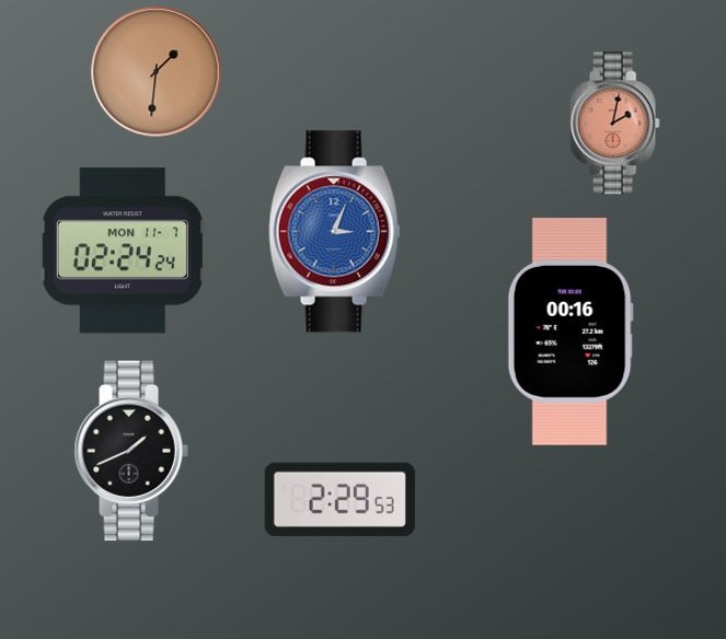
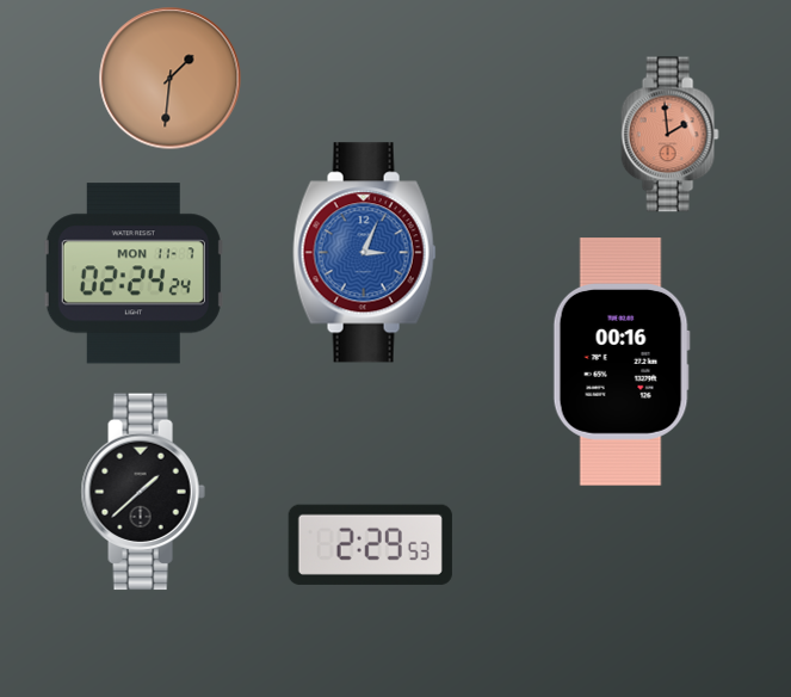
clock at (614, 124): 2:02 -> 1:59
clock at (131, 451): 1:41 -> 1:38
